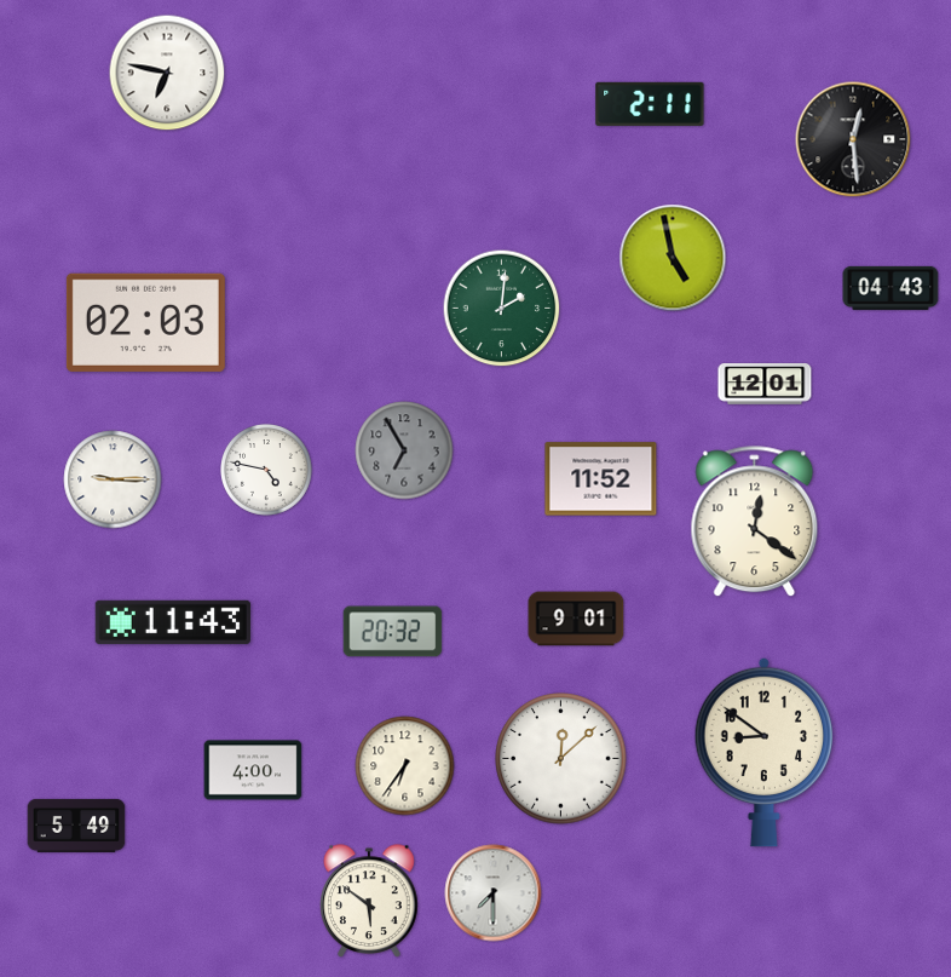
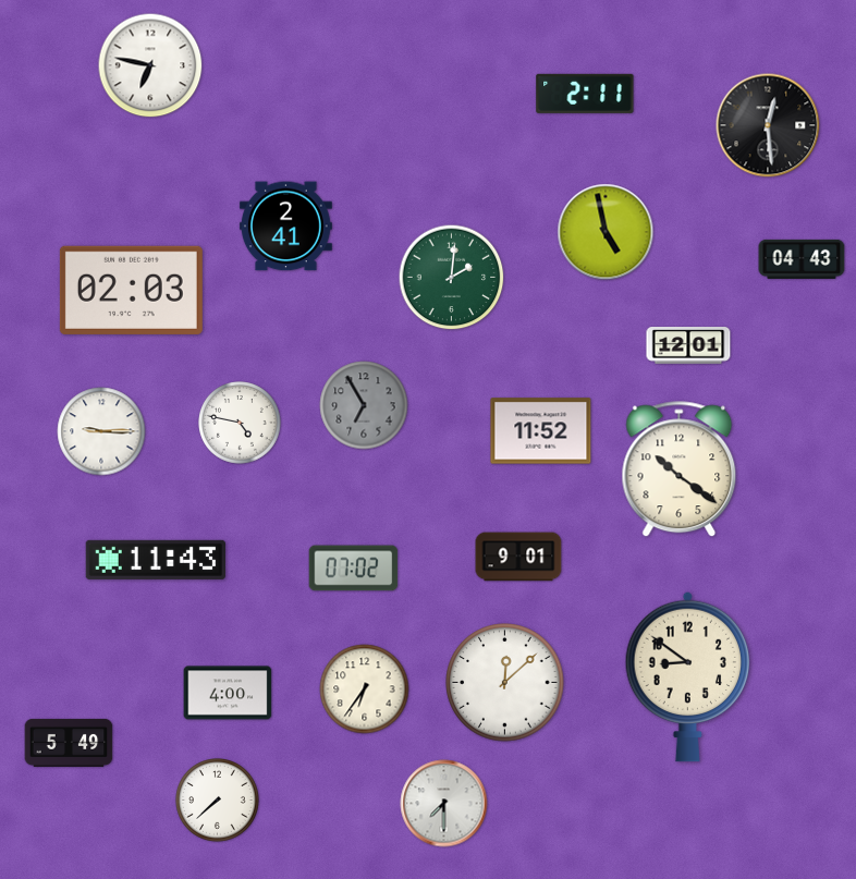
clock at (285, 227): none -> 2:41
clock at (755, 522): 12:21 -> 10:21
clock at (393, 632): 20:32 -> 07:02
clock at (218, 801): none -> 7:38
clock at (369, 902): 5:51 -> none
